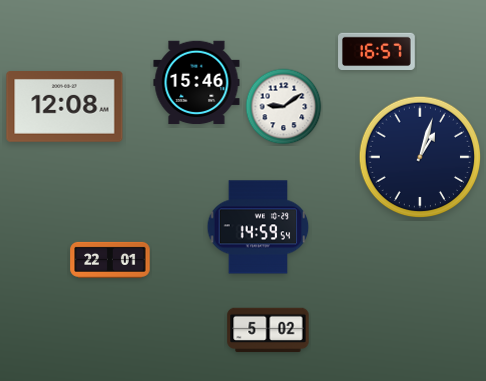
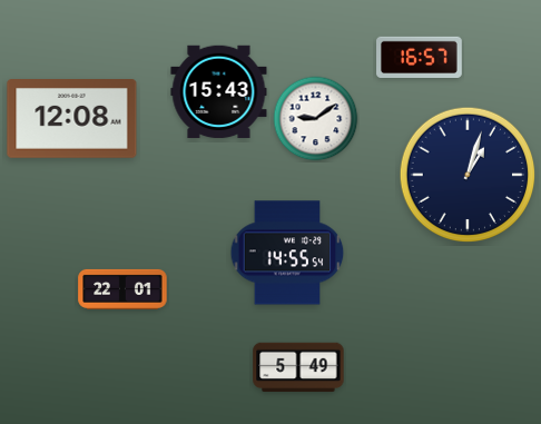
clock at (197, 83): 15:46 -> 15:43
clock at (258, 227): 14:59 -> 14:55
clock at (268, 330): 5:02 -> 5:49
